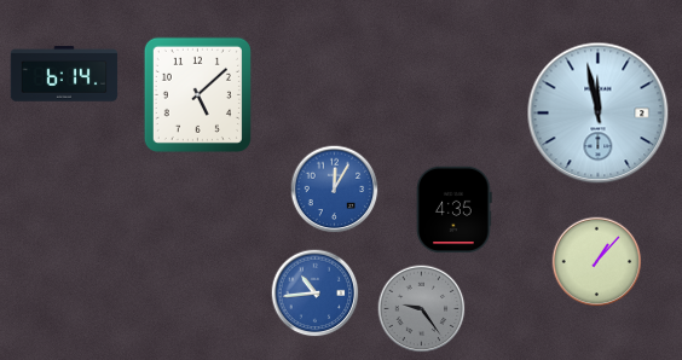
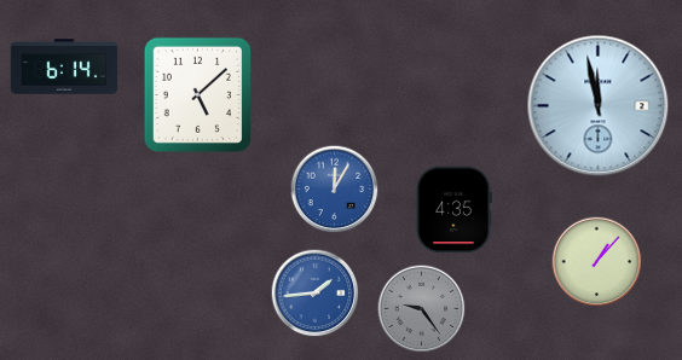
clock at (64, 74) position: (64, 74) -> (64, 66)
clock at (599, 114) position: (599, 114) -> (599, 106)
clock at (316, 294): 10:44 -> 1:44
